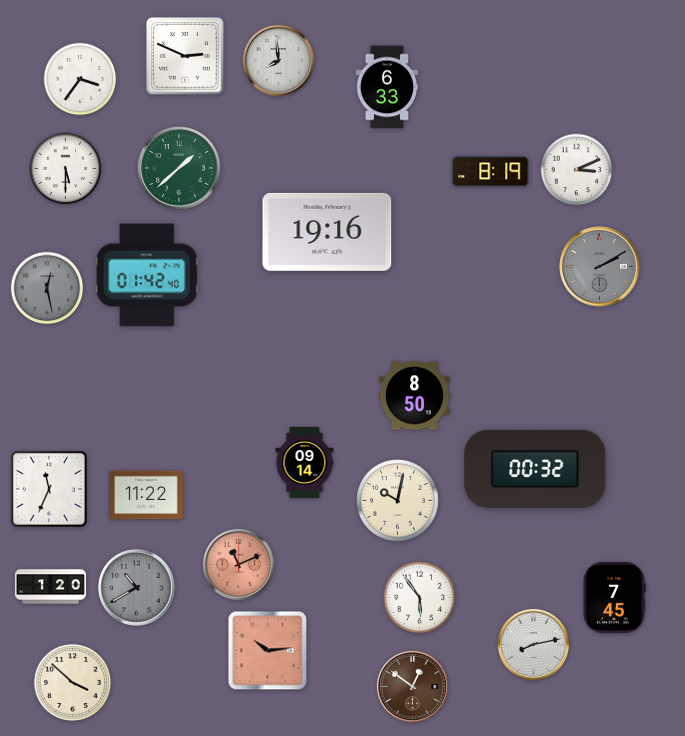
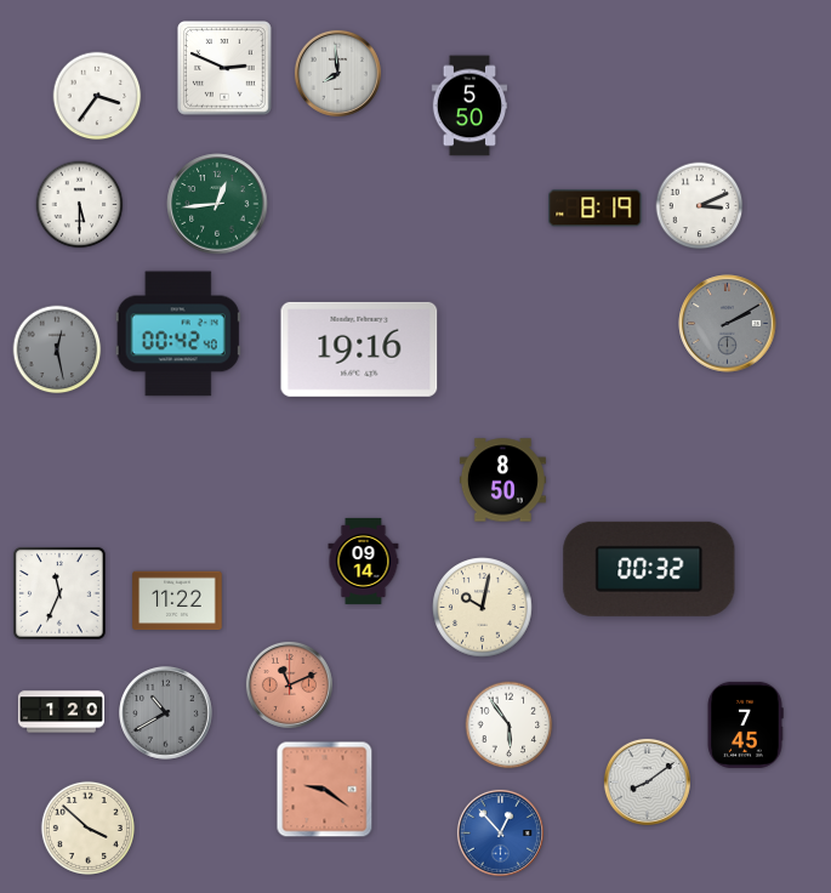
clock at (387, 87): 6:33 -> 5:50
clock at (179, 168): 1:38 -> 12:44
clock at (327, 232) position: (327, 232) -> (359, 349)
clock at (147, 275): 01:42 -> 00:42
clock at (305, 462) position: (305, 462) -> (364, 561)
clock at (533, 644): 8:13 -> 8:09
clock at (268, 651): 10:14 -> 9:21
clock at (412, 686): 12:51 -> 12:53
clock at (412, 686) dial: brown -> blue
